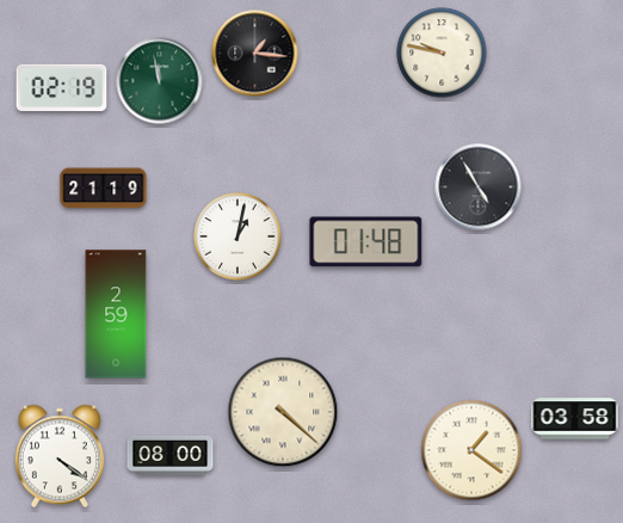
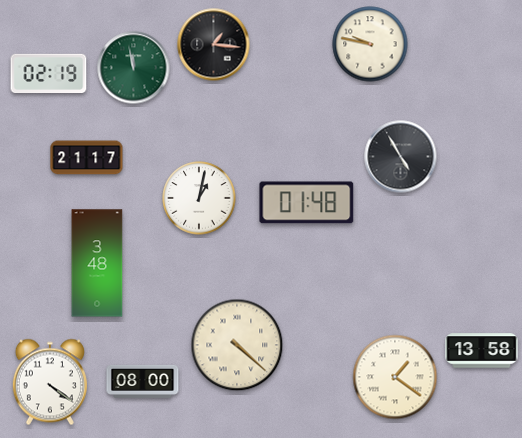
clock at (62, 87) position: (62, 87) -> (49, 73)
clock at (104, 189): 21:19 -> 21:17
clock at (116, 314): 2:59 -> 3:48
clock at (575, 419): 03:58 -> 13:58
